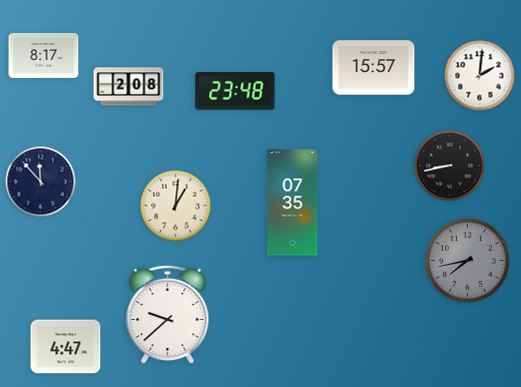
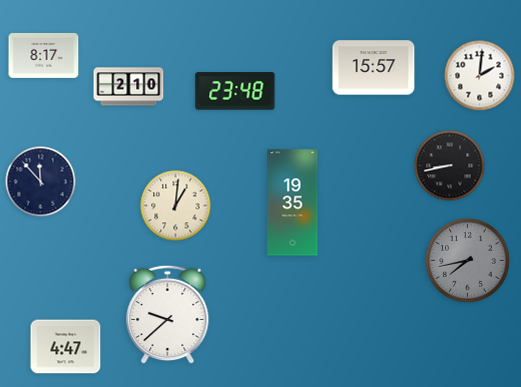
clock at (129, 87): 2:08 -> 2:10
clock at (293, 203): 07:35 -> 19:35
